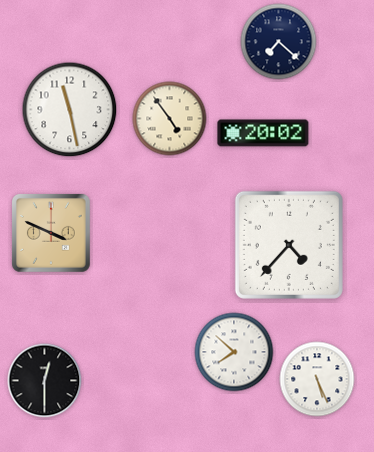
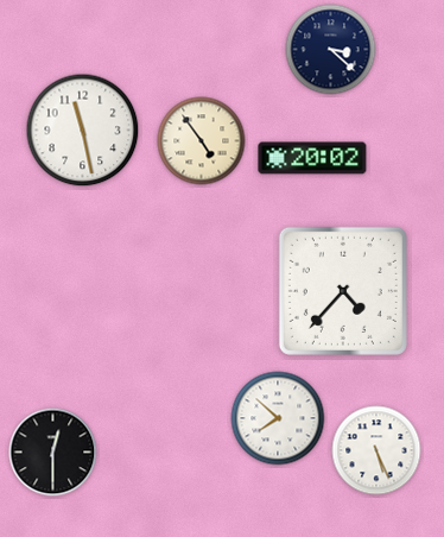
clock at (279, 42): 7:22 -> 3:22
clock at (52, 234): 3:49 -> none
